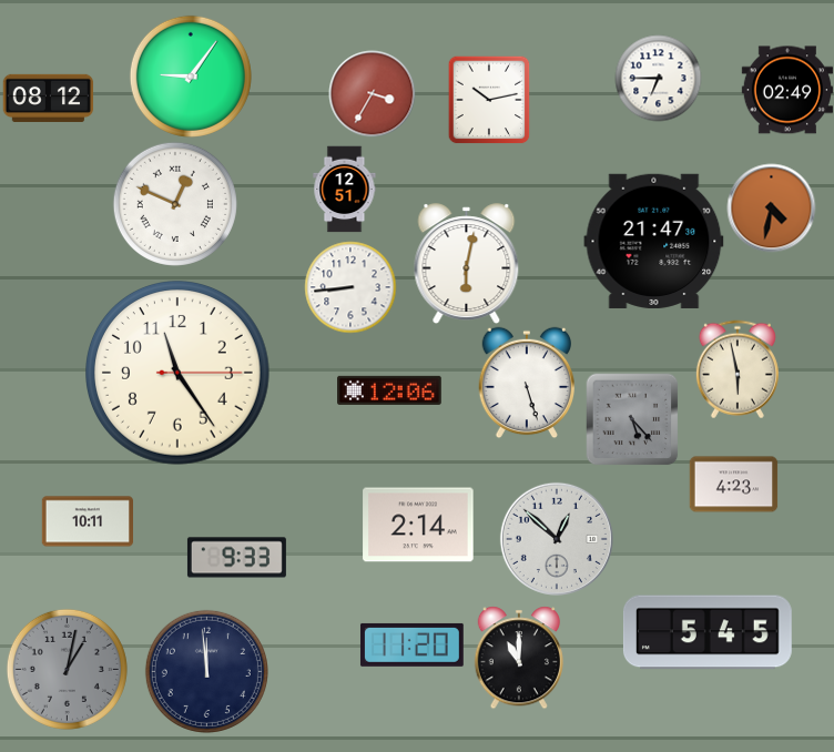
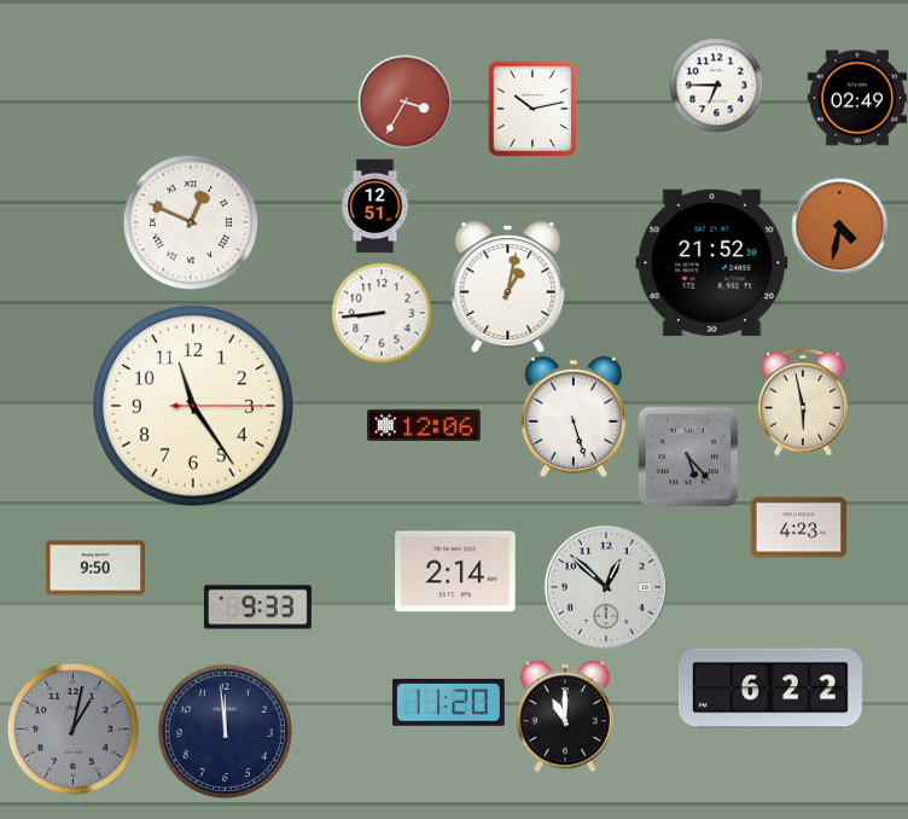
clock at (191, 77): 9:06 -> none
clock at (48, 98): 08:12 -> none
clock at (654, 241): 21:47 -> 21:52
clock at (467, 263): 6:02 -> 1:02
clock at (87, 521): 10:11 -> 9:50
clock at (708, 632): 5:45 -> 6:22
